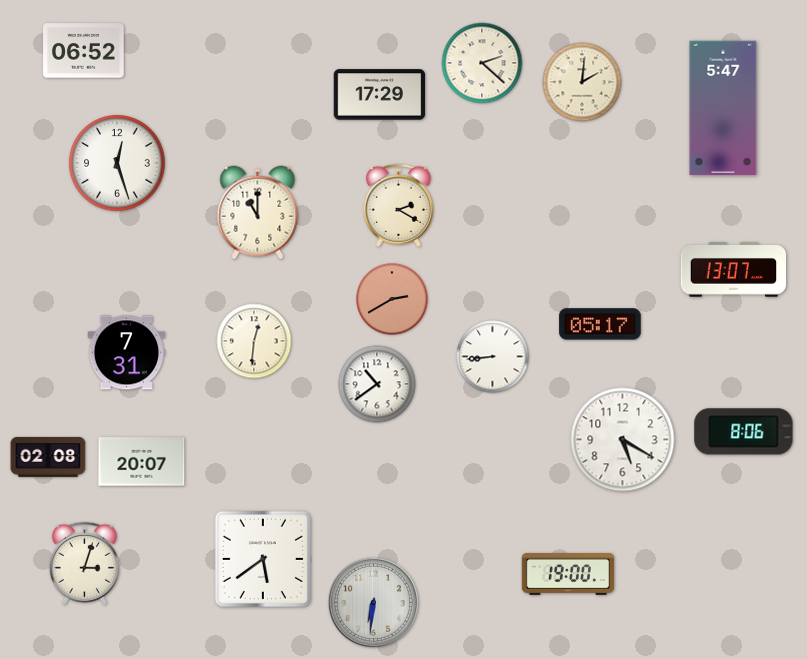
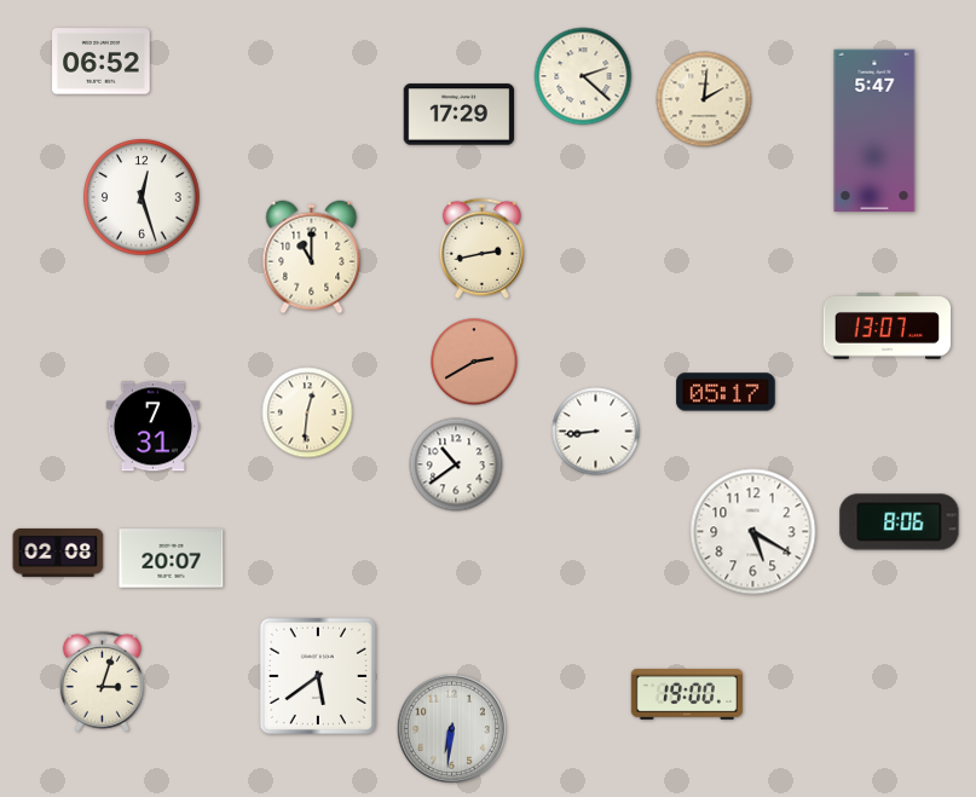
clock at (398, 205): 2:20 -> 2:43
